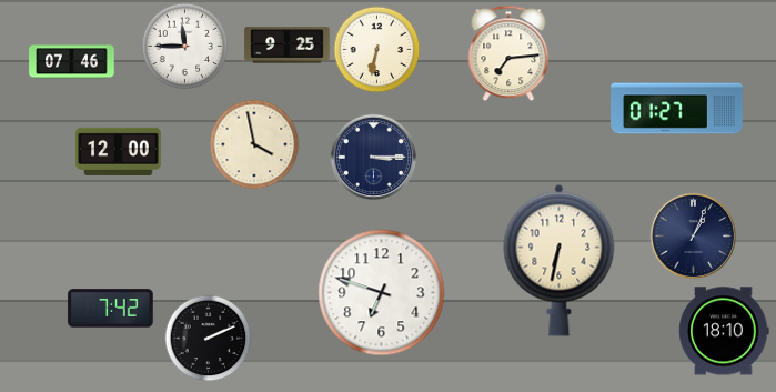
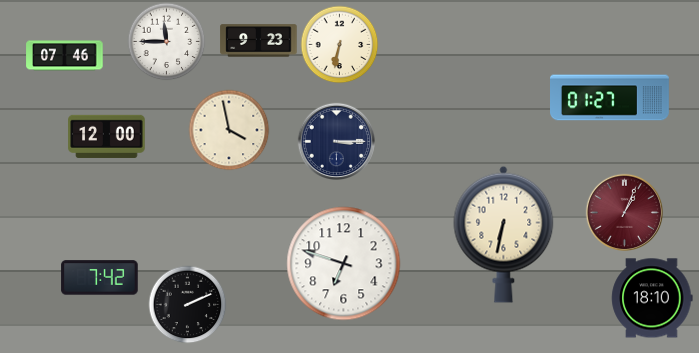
clock at (288, 46): 9:25 -> 9:23
clock at (508, 53): 7:14 -> none
clock at (693, 235) dial: navy -> burgundy
